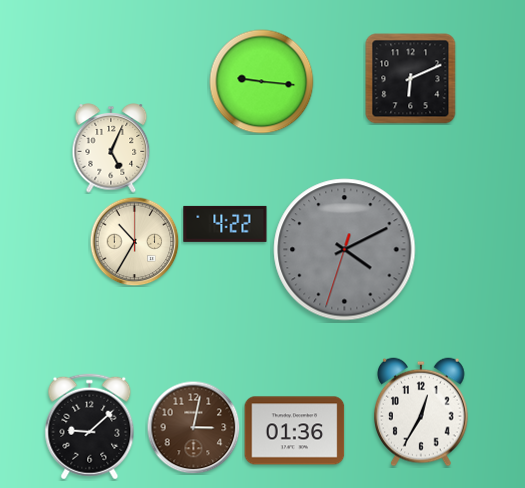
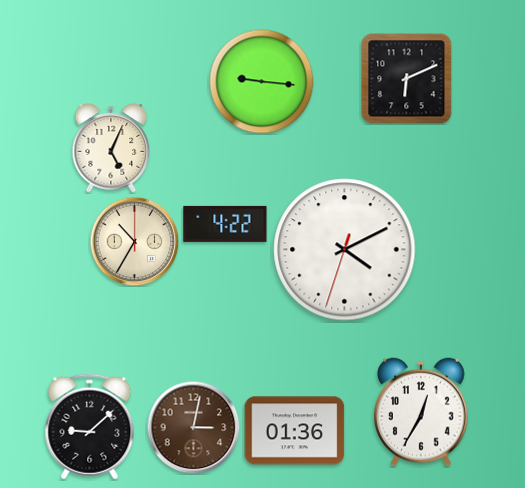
clock at (411, 79) position: (411, 79) -> (407, 79)
clock at (345, 250) dial: grey -> white
